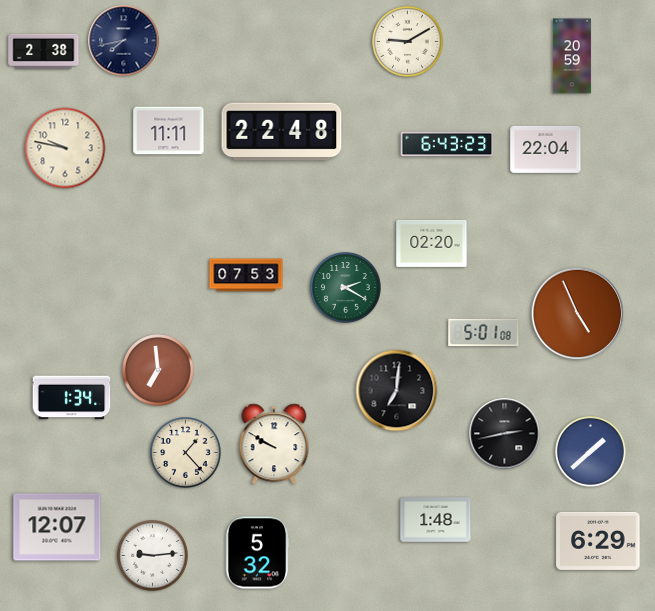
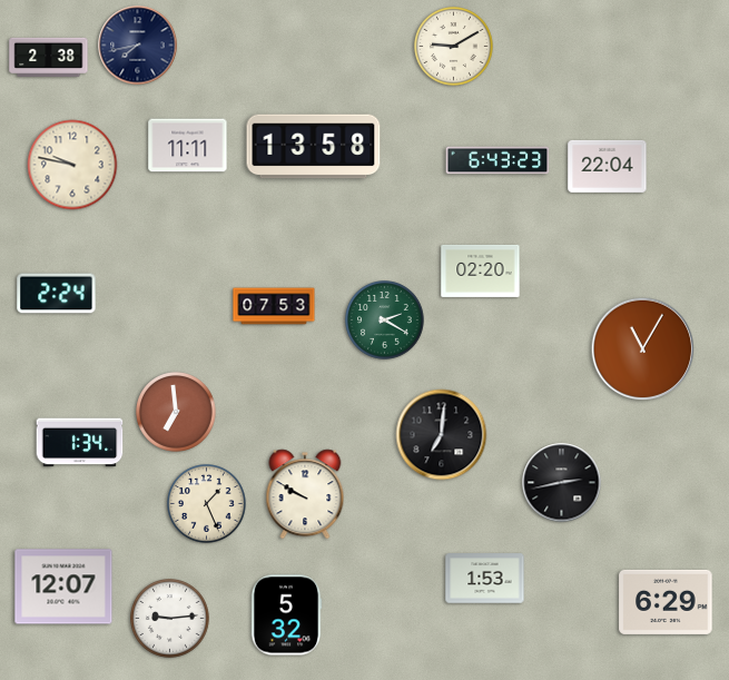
clock at (572, 56): 20:59 -> none
clock at (282, 132): 22:48 -> 13:58
clock at (57, 294): none -> 2:24
clock at (578, 314): 4:56 -> 11:05
clock at (484, 333): 5:01 -> none
clock at (591, 452): 1:38 -> none
clock at (186, 453): 1:23 -> 1:26
clock at (436, 520): 1:48 -> 1:53
